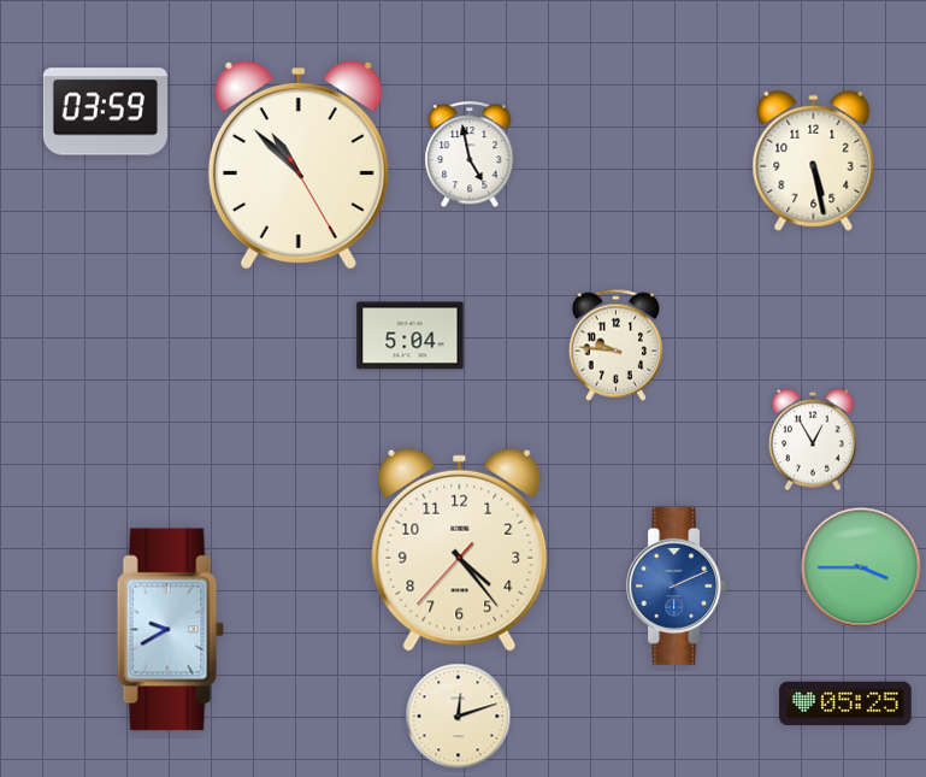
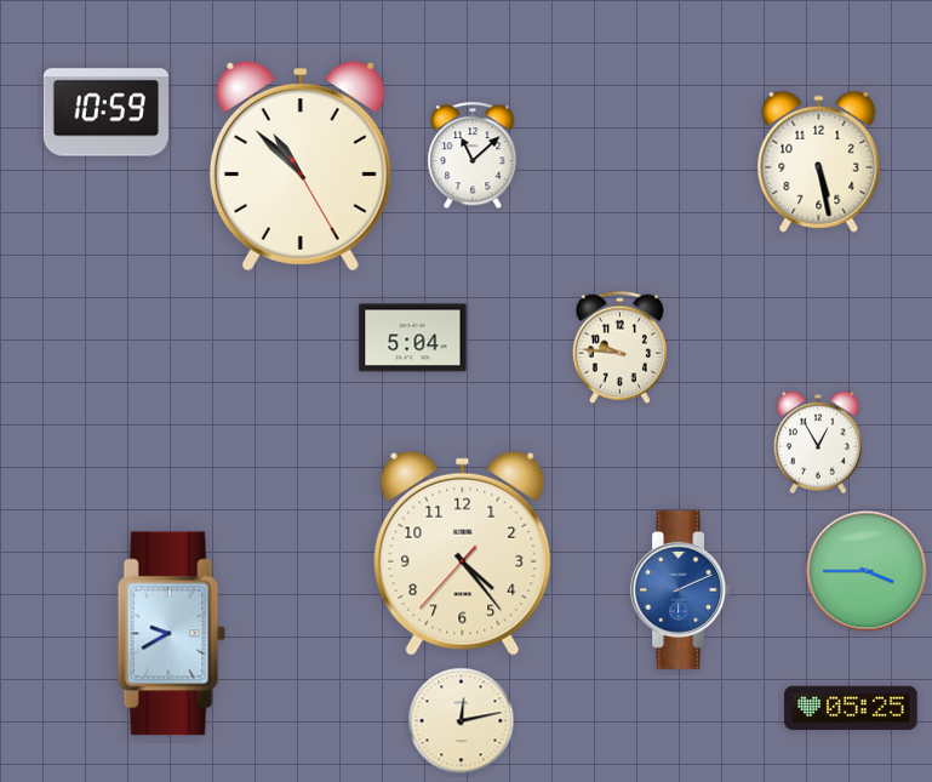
clock at (105, 112): 03:59 -> 10:59
clock at (470, 155): 4:58 -> 11:08
clock at (459, 717): 12:12 -> 12:13
